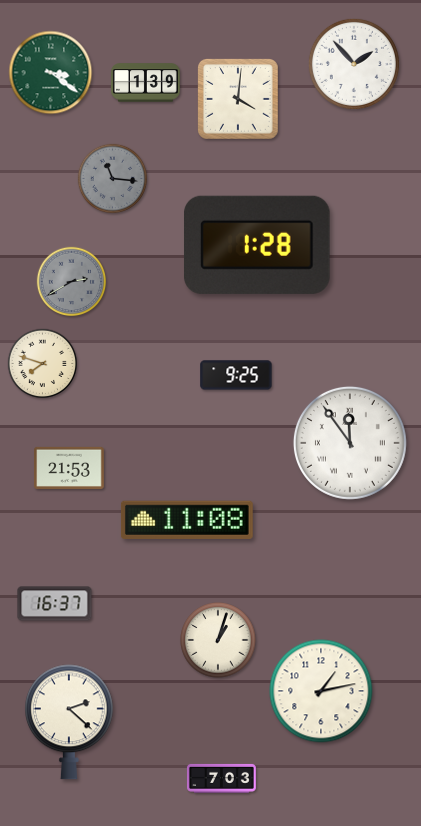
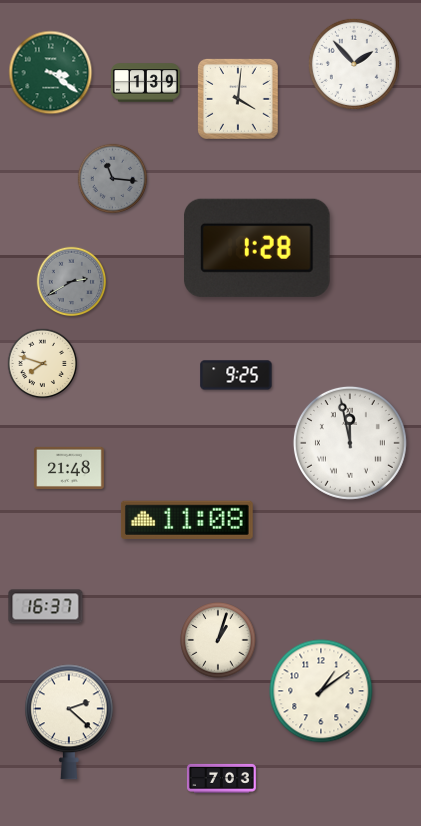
clock at (258, 245) position: (258, 245) -> (258, 248)
clock at (350, 443): 11:54 -> 11:58
clock at (69, 468): 21:53 -> 21:48
clock at (55, 604) position: (55, 604) -> (46, 607)
clock at (321, 691): 1:13 -> 1:09
